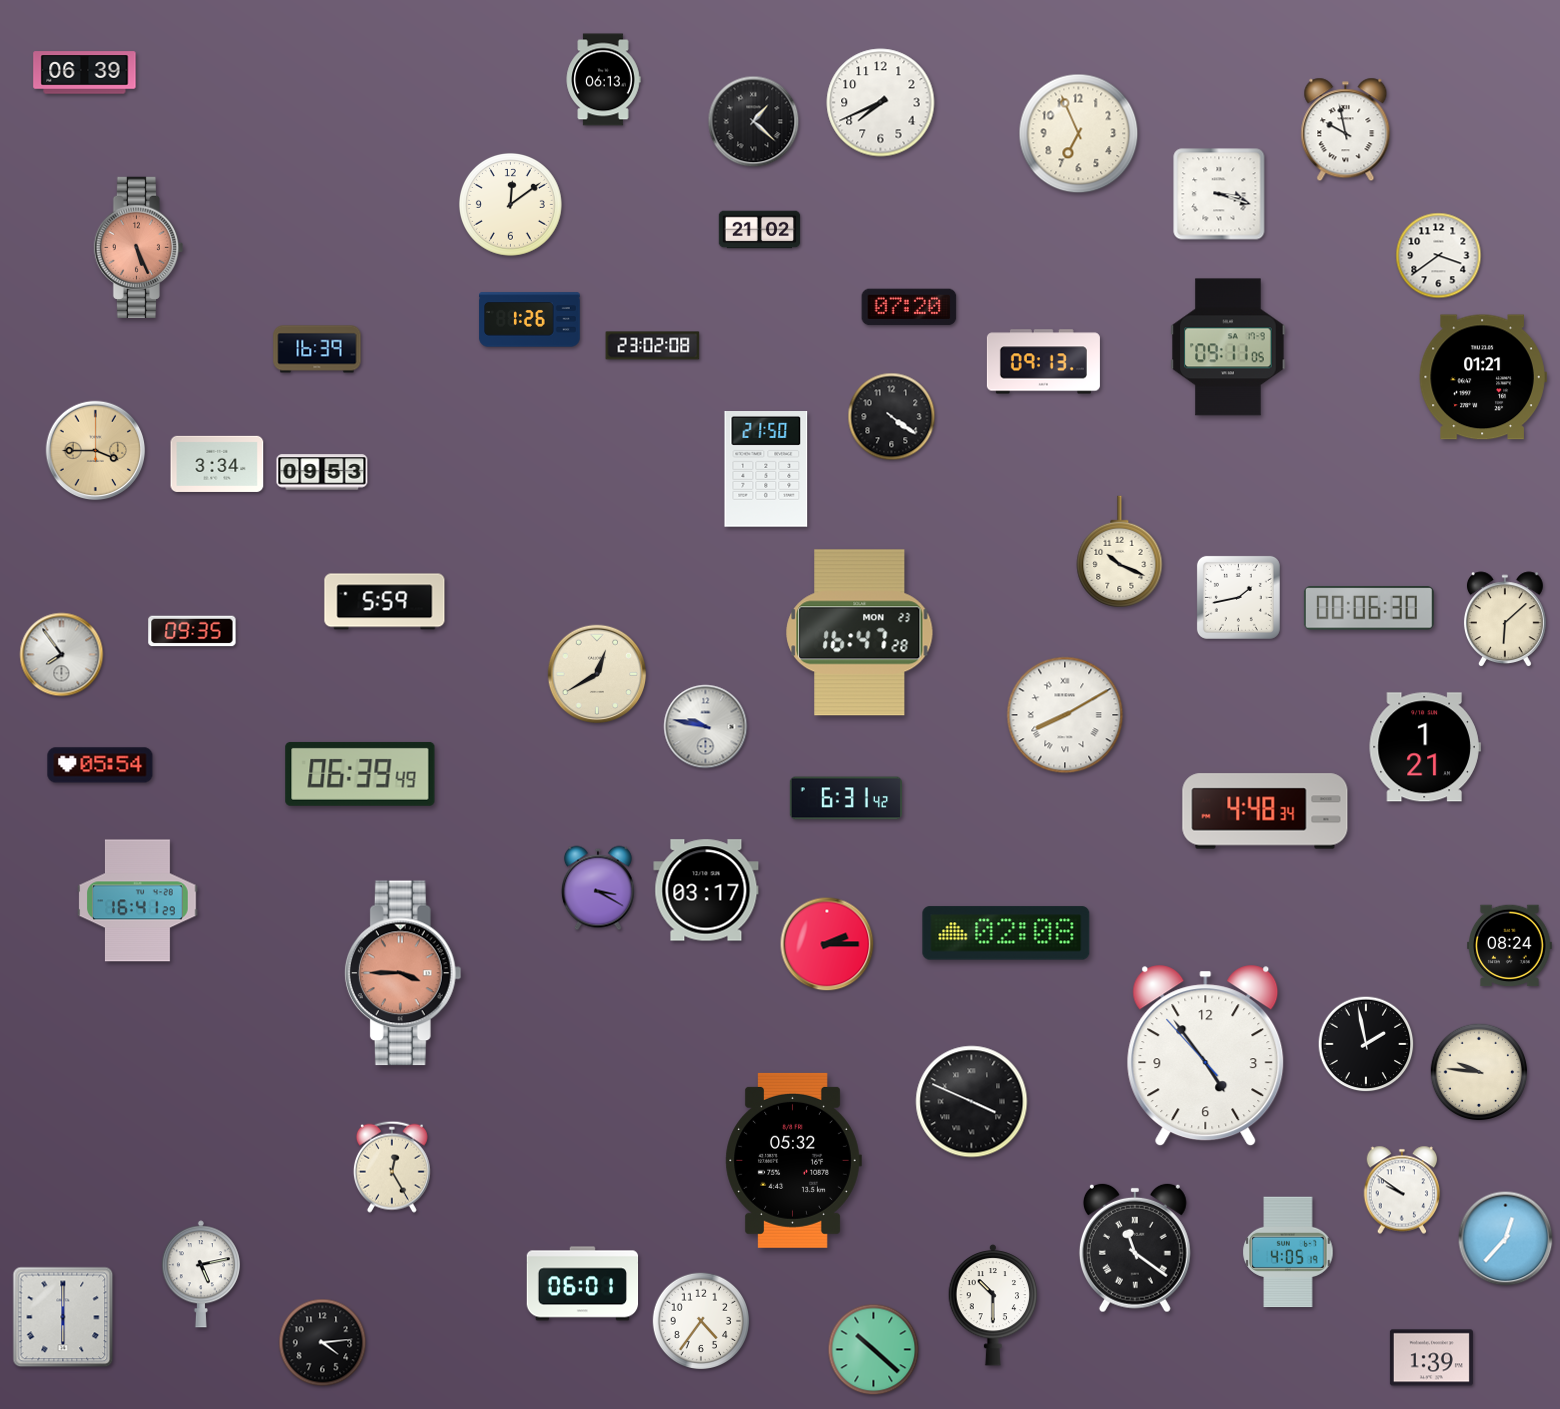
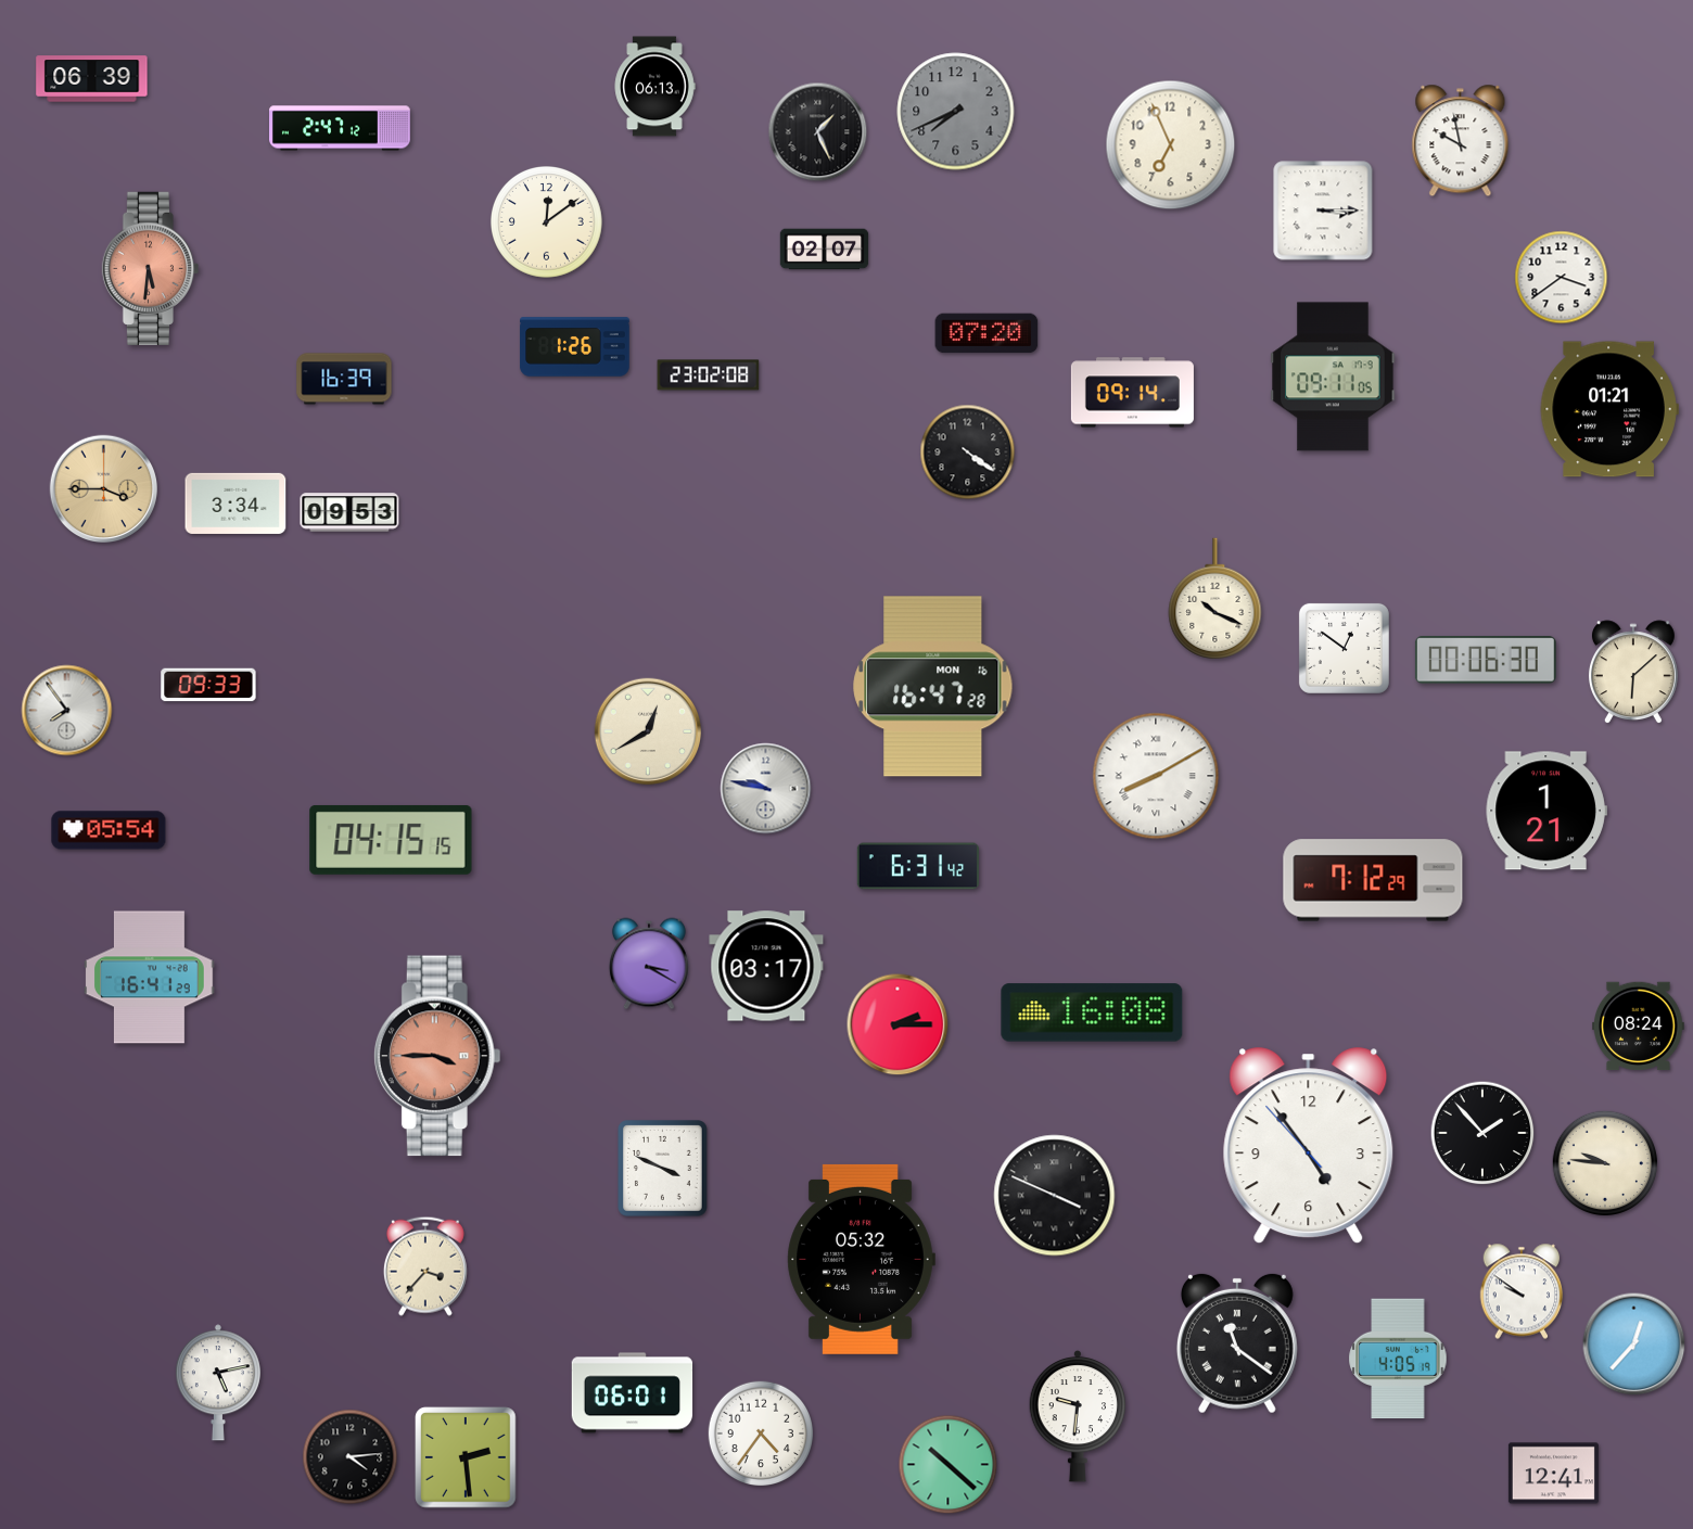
clock at (881, 103) dial: white -> grey
clock at (341, 128): none -> 2:47
clock at (754, 122): 1:22 -> 1:26
clock at (1219, 194): 3:18 -> 3:15
clock at (510, 204) position: (510, 204) -> (546, 221)
clock at (760, 230): 21:02 -> 02:07
clock at (139, 247): 5:26 -> 5:31
clock at (1043, 362): 09:13 -> 09:14
clock at (766, 470): 21:50 -> none
clock at (1238, 597): 1:43 -> 12:51
clock at (385, 602): 5:59 -> none
clock at (192, 631): 09:35 -> 09:33
clock at (860, 633) date: MON 23 -> MON 16
clock at (360, 774): 06:39 -> 04:15
clock at (1265, 811): 4:48 -> 7:12
clock at (1006, 933): 02:08 -> 16:08
clock at (1366, 1044): 1:58 -> 1:53
clock at (663, 1169): none -> 3:49
clock at (392, 1167): 12:25 -> 3:37
clock at (1135, 1248) position: (1135, 1248) -> (1237, 1343)
clock at (993, 1305): 10:30 -> 9:31
clock at (63, 1317): 6:00 -> none
clock at (466, 1457): none -> 2:29
clock at (1431, 1358): 1:39 -> 12:41
